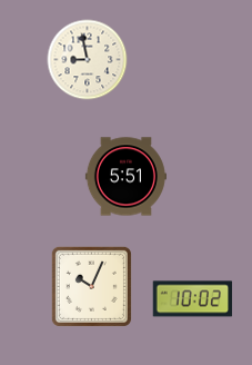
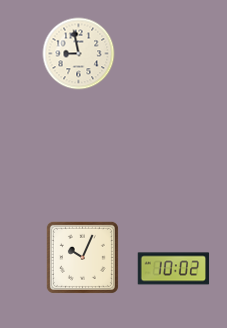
clock at (125, 177): 5:51 -> none
